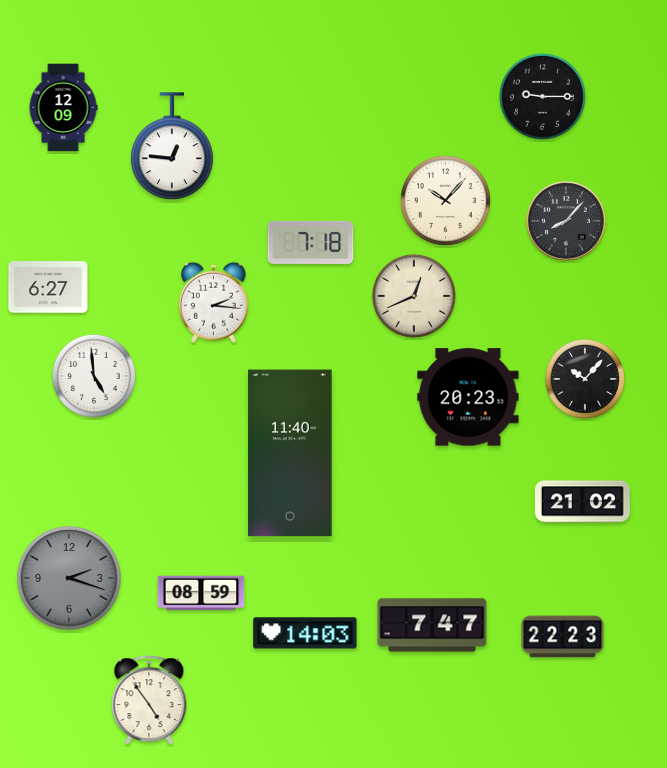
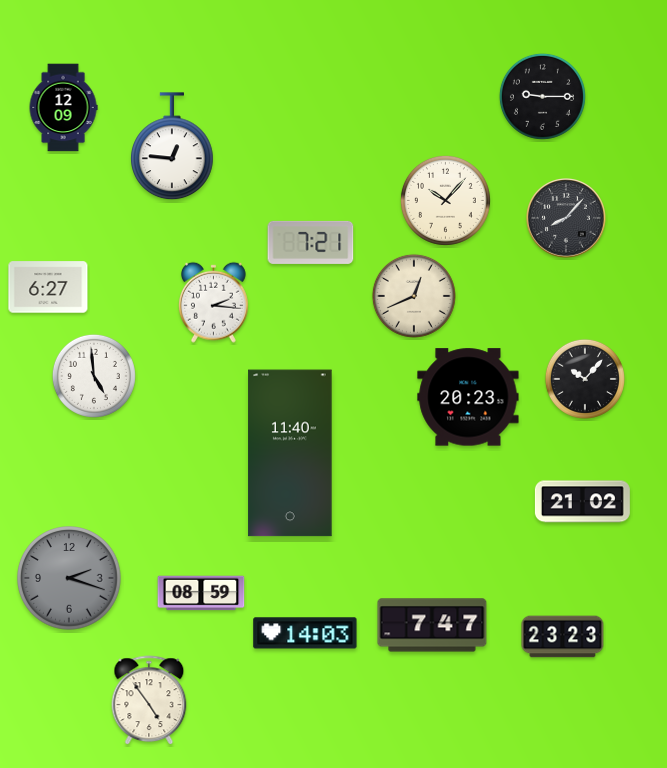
clock at (567, 222) position: (567, 222) -> (567, 219)
clock at (311, 242): 7:18 -> 7:21
clock at (563, 637): 22:23 -> 23:23
